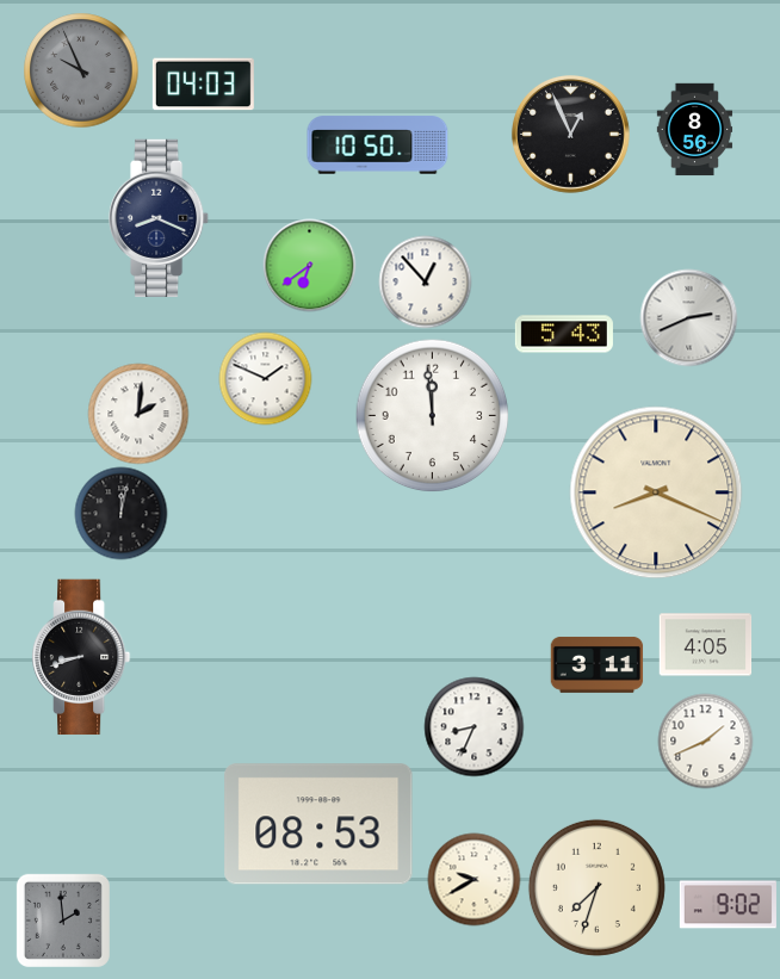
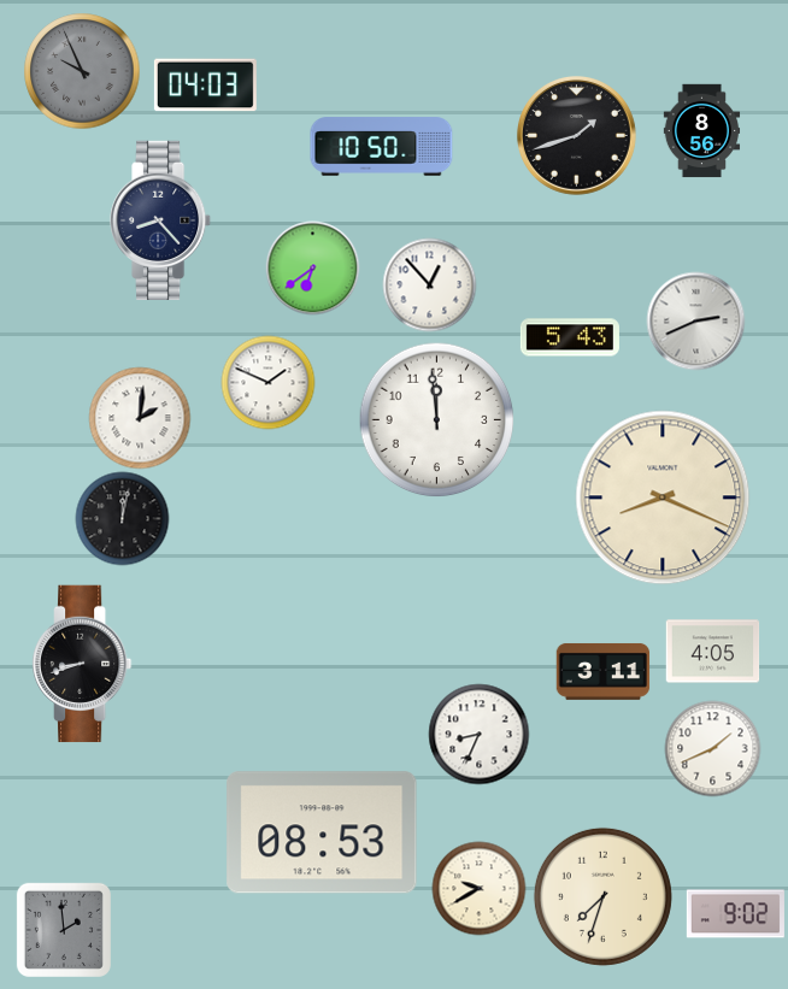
clock at (570, 134): 12:56 -> 1:42
clock at (159, 217): 8:19 -> 8:23
